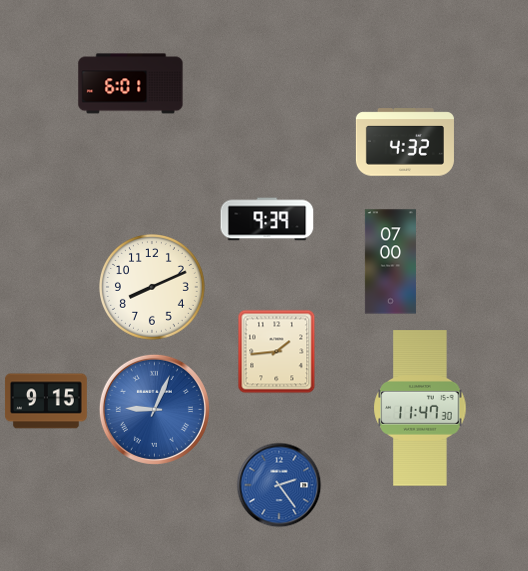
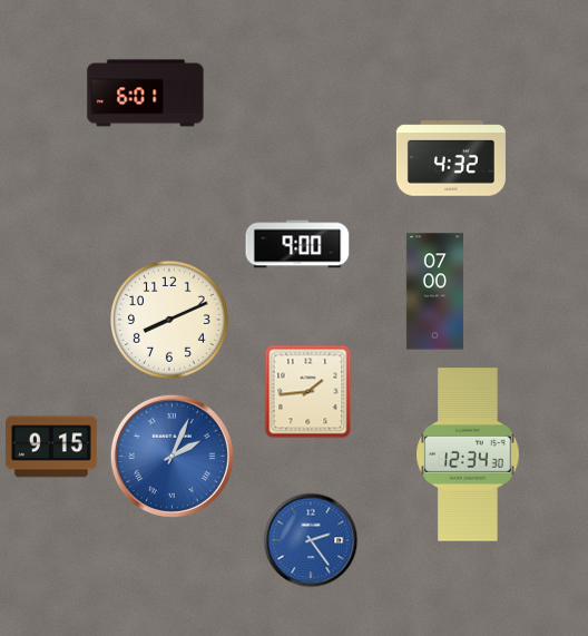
clock at (267, 219): 9:39 -> 9:00
clock at (420, 408): 11:47 -> 12:34
clock at (154, 409): 9:04 -> 2:04
